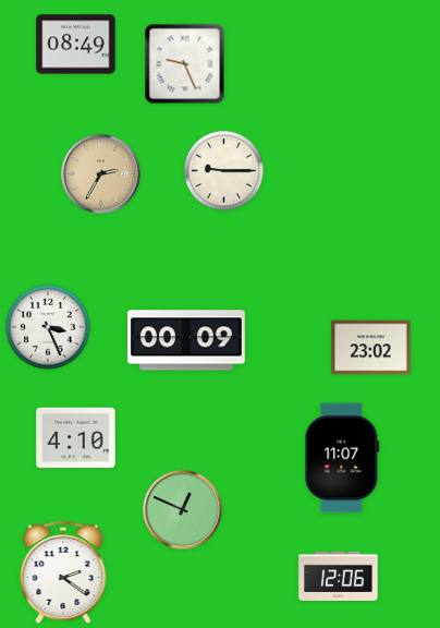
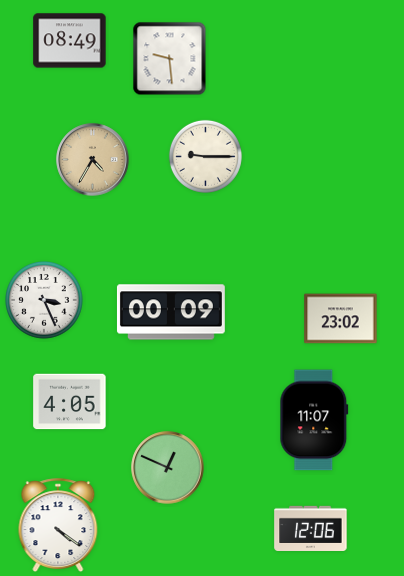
clock at (185, 64): 9:26 -> 9:29
clock at (101, 174): 2:35 -> 4:35
clock at (76, 438): 4:10 -> 4:05
clock at (63, 572): 2:21 -> 4:21
